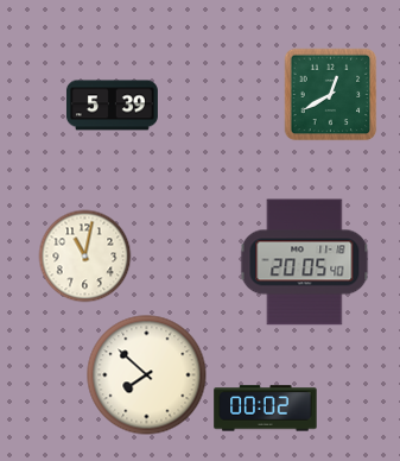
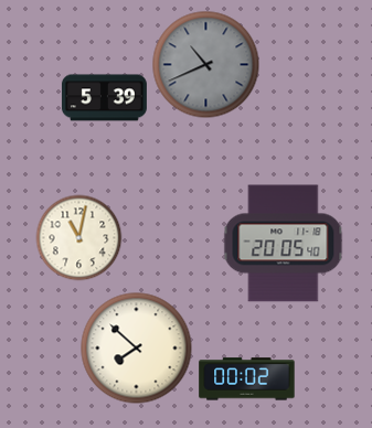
clock at (205, 64): none -> 10:41
clock at (330, 94): 12:40 -> none
